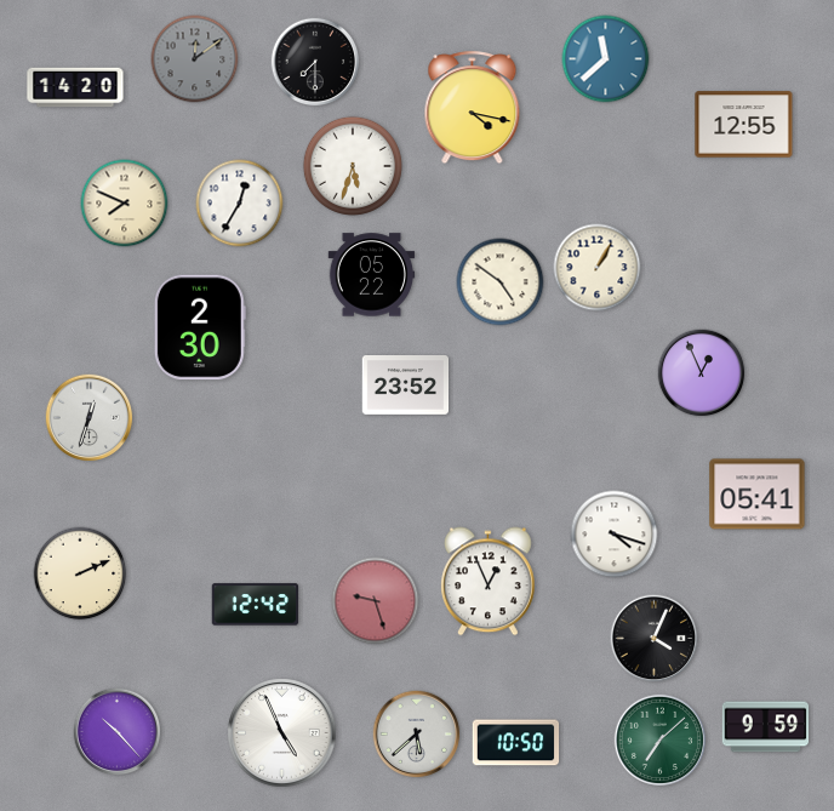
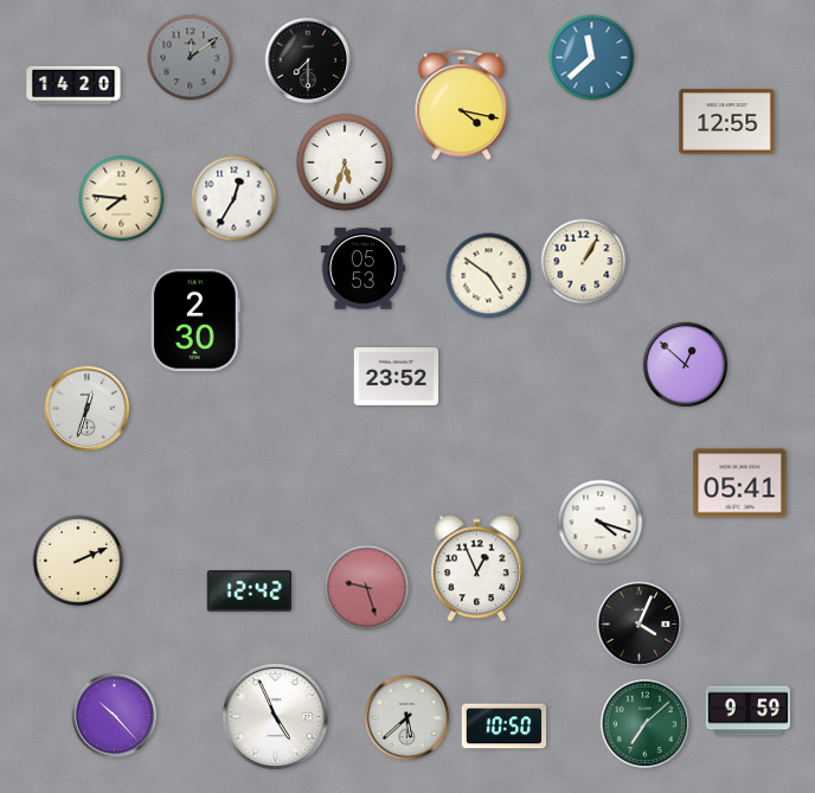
clock at (125, 204): 7:49 -> 7:46
clock at (372, 275): 05:22 -> 05:53
clock at (702, 373): 12:56 -> 12:52
